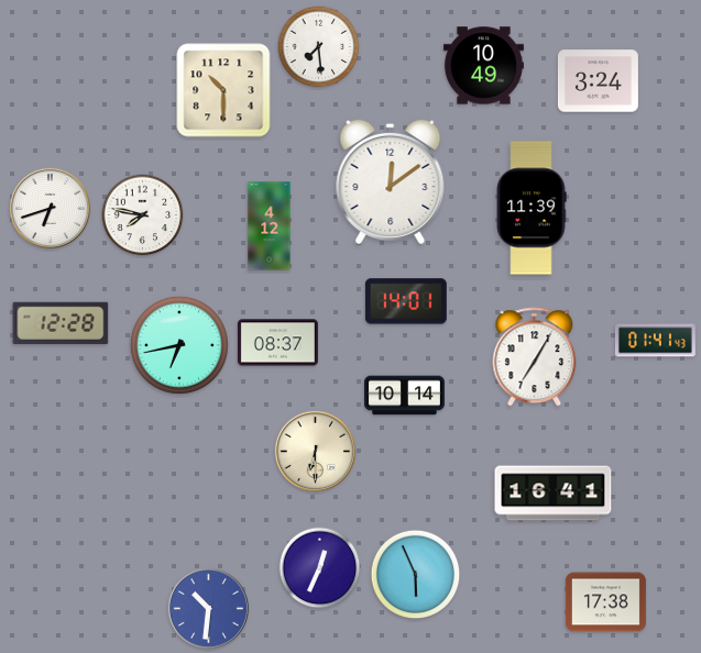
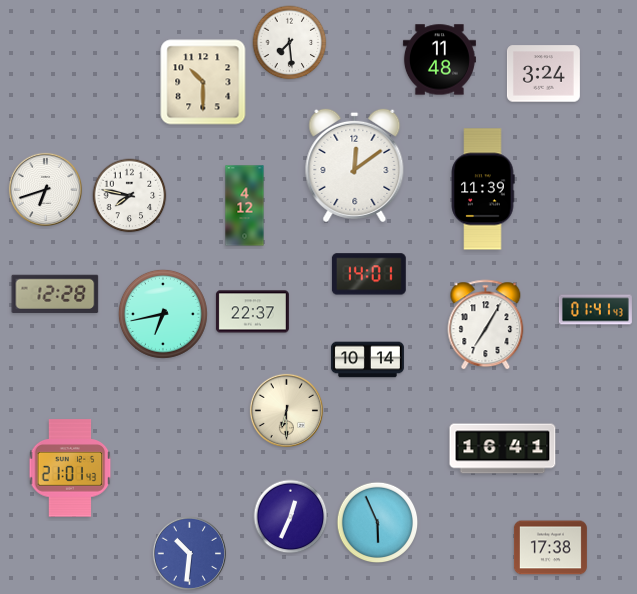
clock at (483, 66): 10:49 -> 11:48
clock at (277, 343): 08:37 -> 22:37
clock at (70, 468): none -> 21:01
